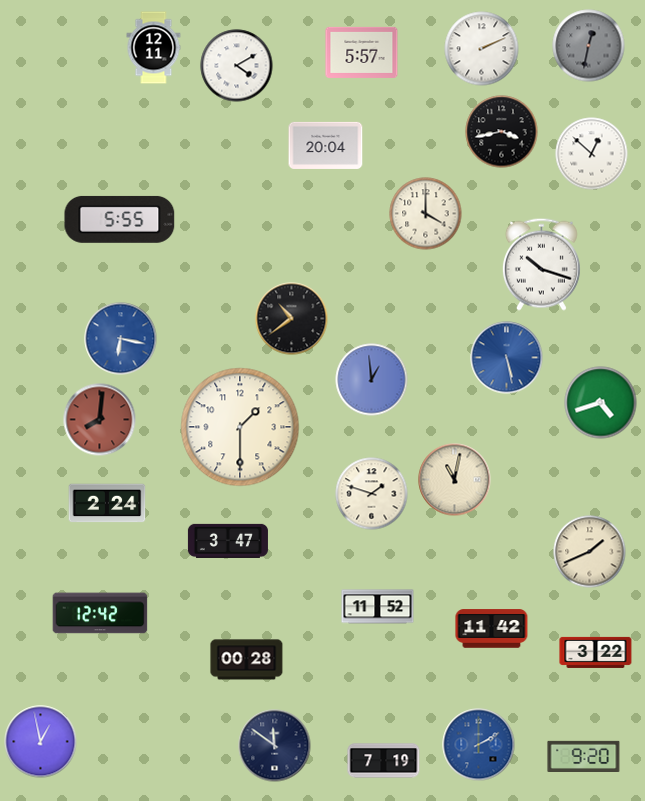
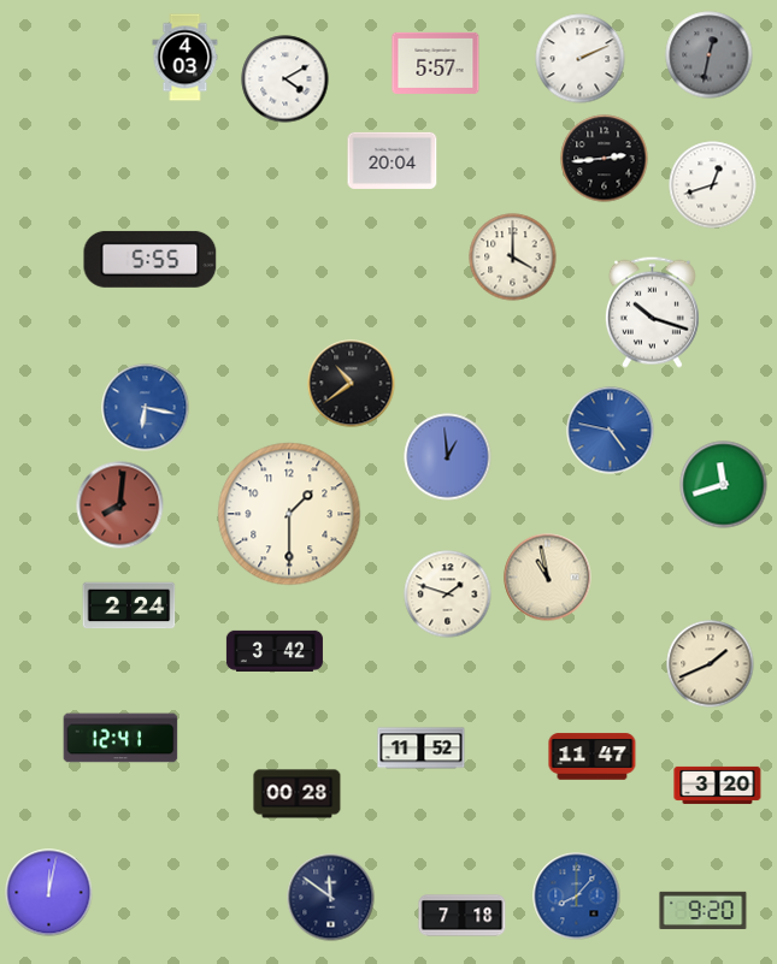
clock at (154, 48): 12:11 -> 4:03
clock at (502, 132): 3:43 -> 2:44
clock at (326, 145) position: (326, 145) -> (393, 160)
clock at (592, 154): 12:52 -> 12:42
clock at (120, 219) position: (120, 219) -> (151, 259)
clock at (541, 264) position: (541, 264) -> (652, 312)
clock at (507, 358): 5:28 -> 4:47
clock at (601, 403): 4:42 -> 11:42
clock at (455, 480): 11:02 -> 10:58
clock at (228, 541): 3:47 -> 3:42
clock at (378, 607) position: (378, 607) -> (422, 749)
clock at (100, 613): 12:42 -> 12:41
clock at (492, 629): 11:42 -> 11:47
clock at (596, 652): 3:22 -> 3:20
clock at (41, 742): 12:58 -> 12:02
clock at (479, 745): 2:10 -> 8:07
clock at (384, 761): 7:19 -> 7:18
